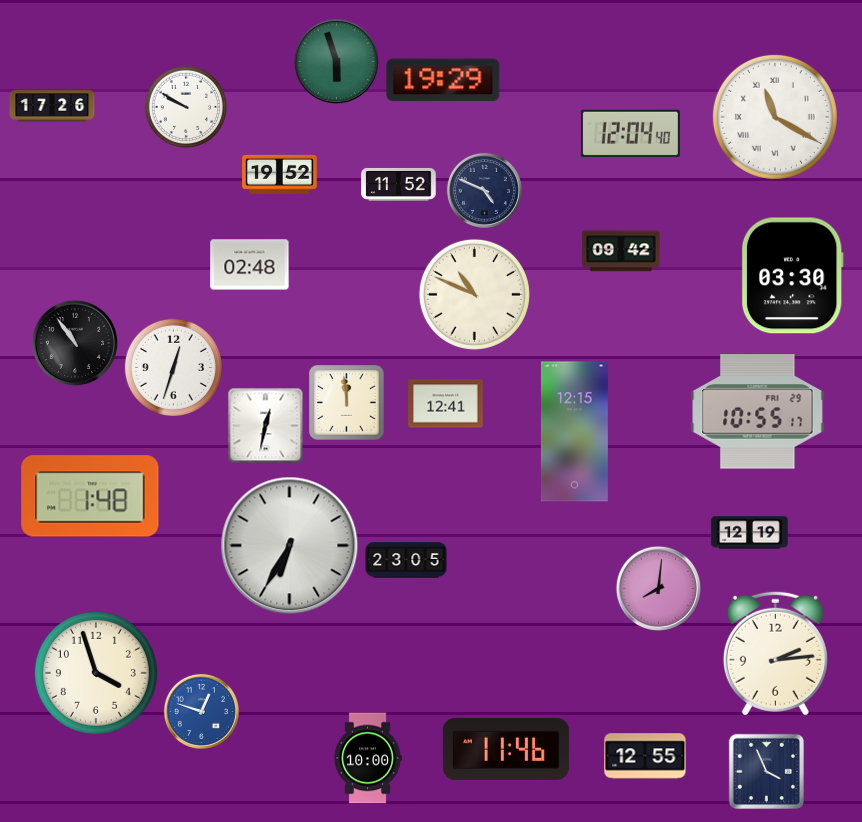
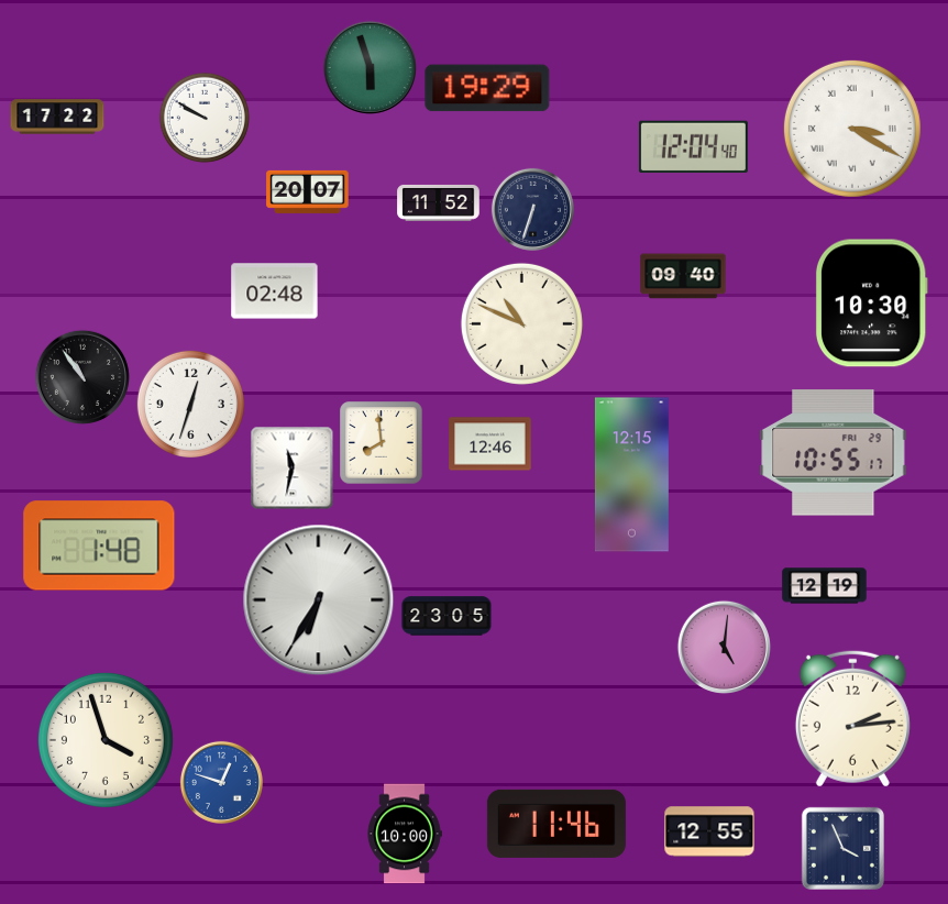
clock at (52, 106): 17:26 -> 17:22
clock at (775, 117): 11:20 -> 3:20
clock at (280, 174): 19:52 -> 20:07
clock at (484, 190): 4:49 -> 6:33
clock at (621, 251): 09:42 -> 09:40
clock at (792, 276): 03:30 -> 10:30
clock at (347, 403): 11:59 -> 7:59
clock at (446, 404): 12:41 -> 12:46
clock at (266, 426): 12:32 -> 11:32
clock at (658, 588): 8:01 -> 5:01
